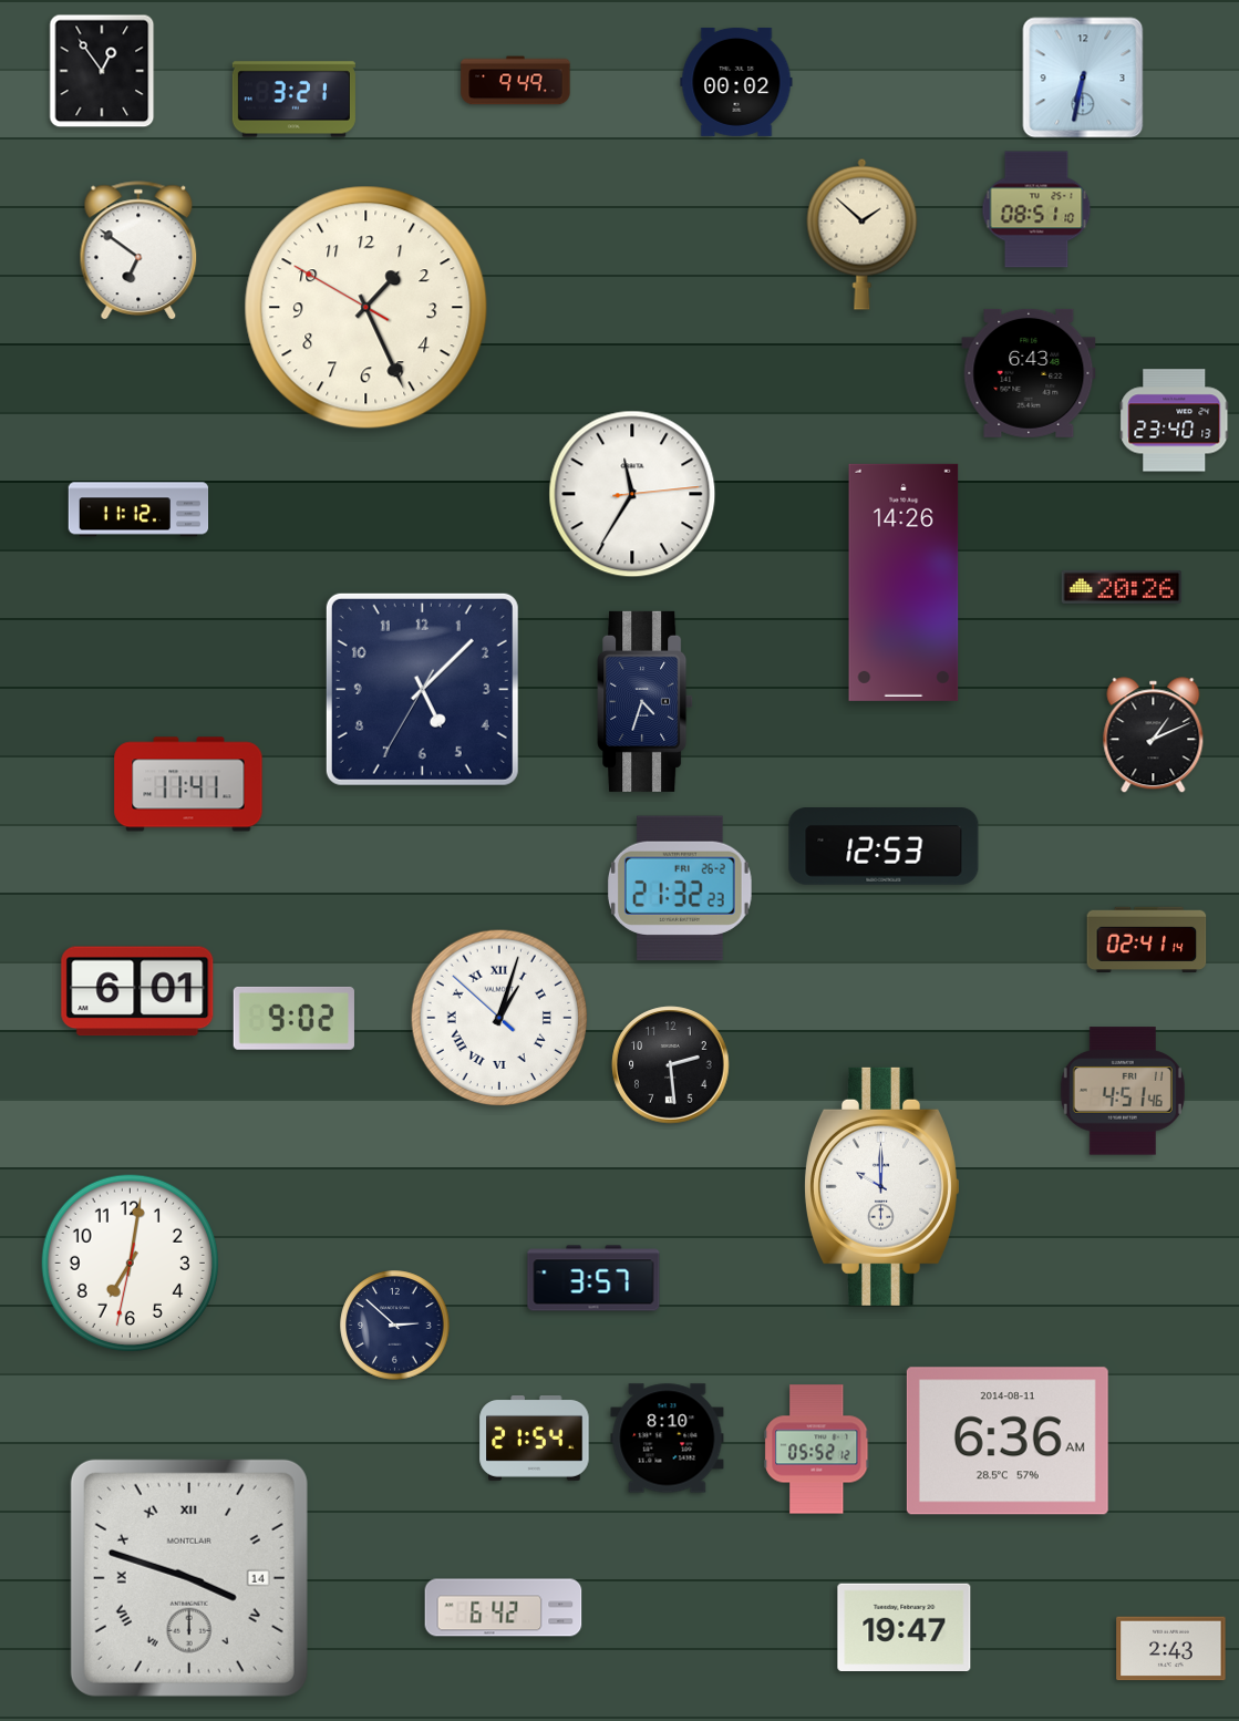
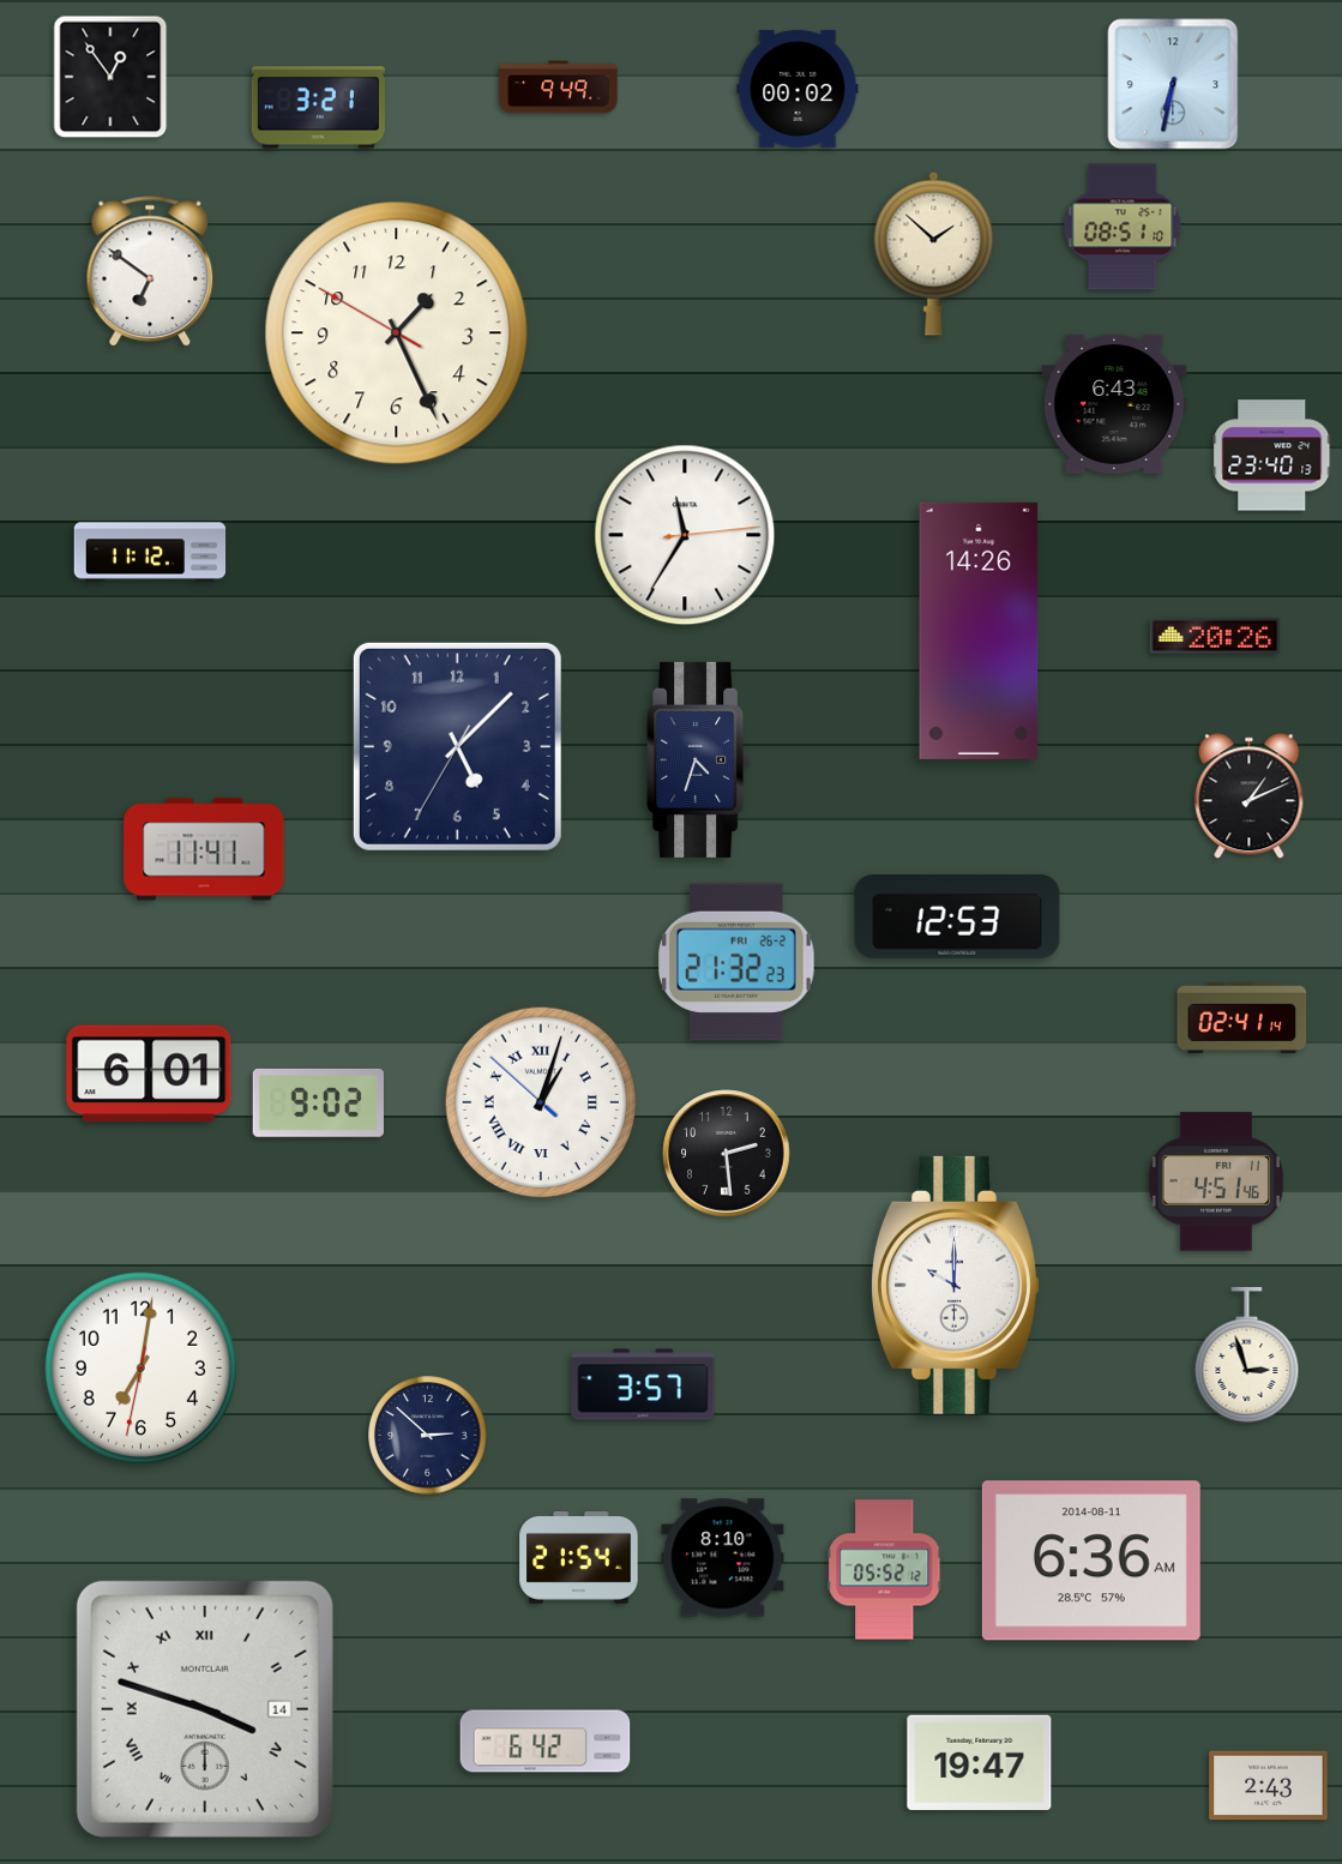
clock at (1247, 1354): none -> 2:57
